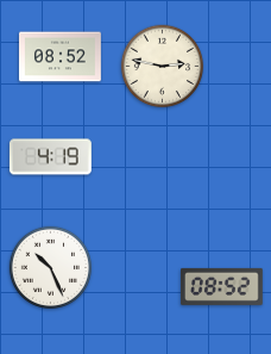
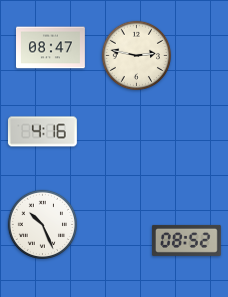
clock at (61, 57): 08:52 -> 08:47
clock at (50, 157): 4:19 -> 4:16
